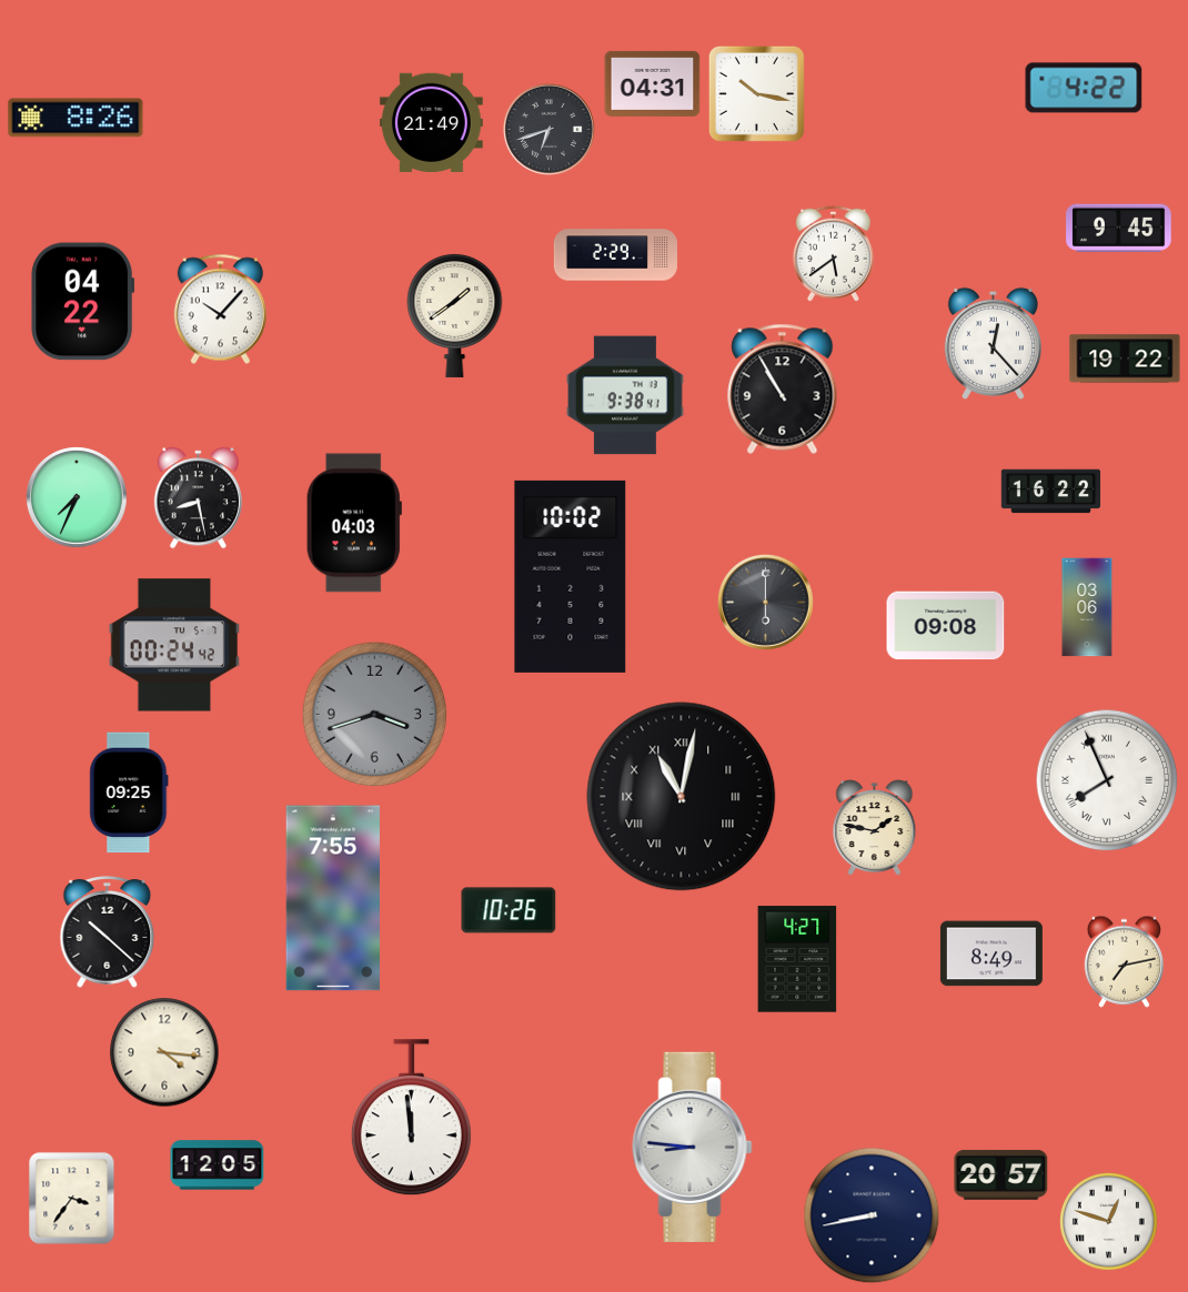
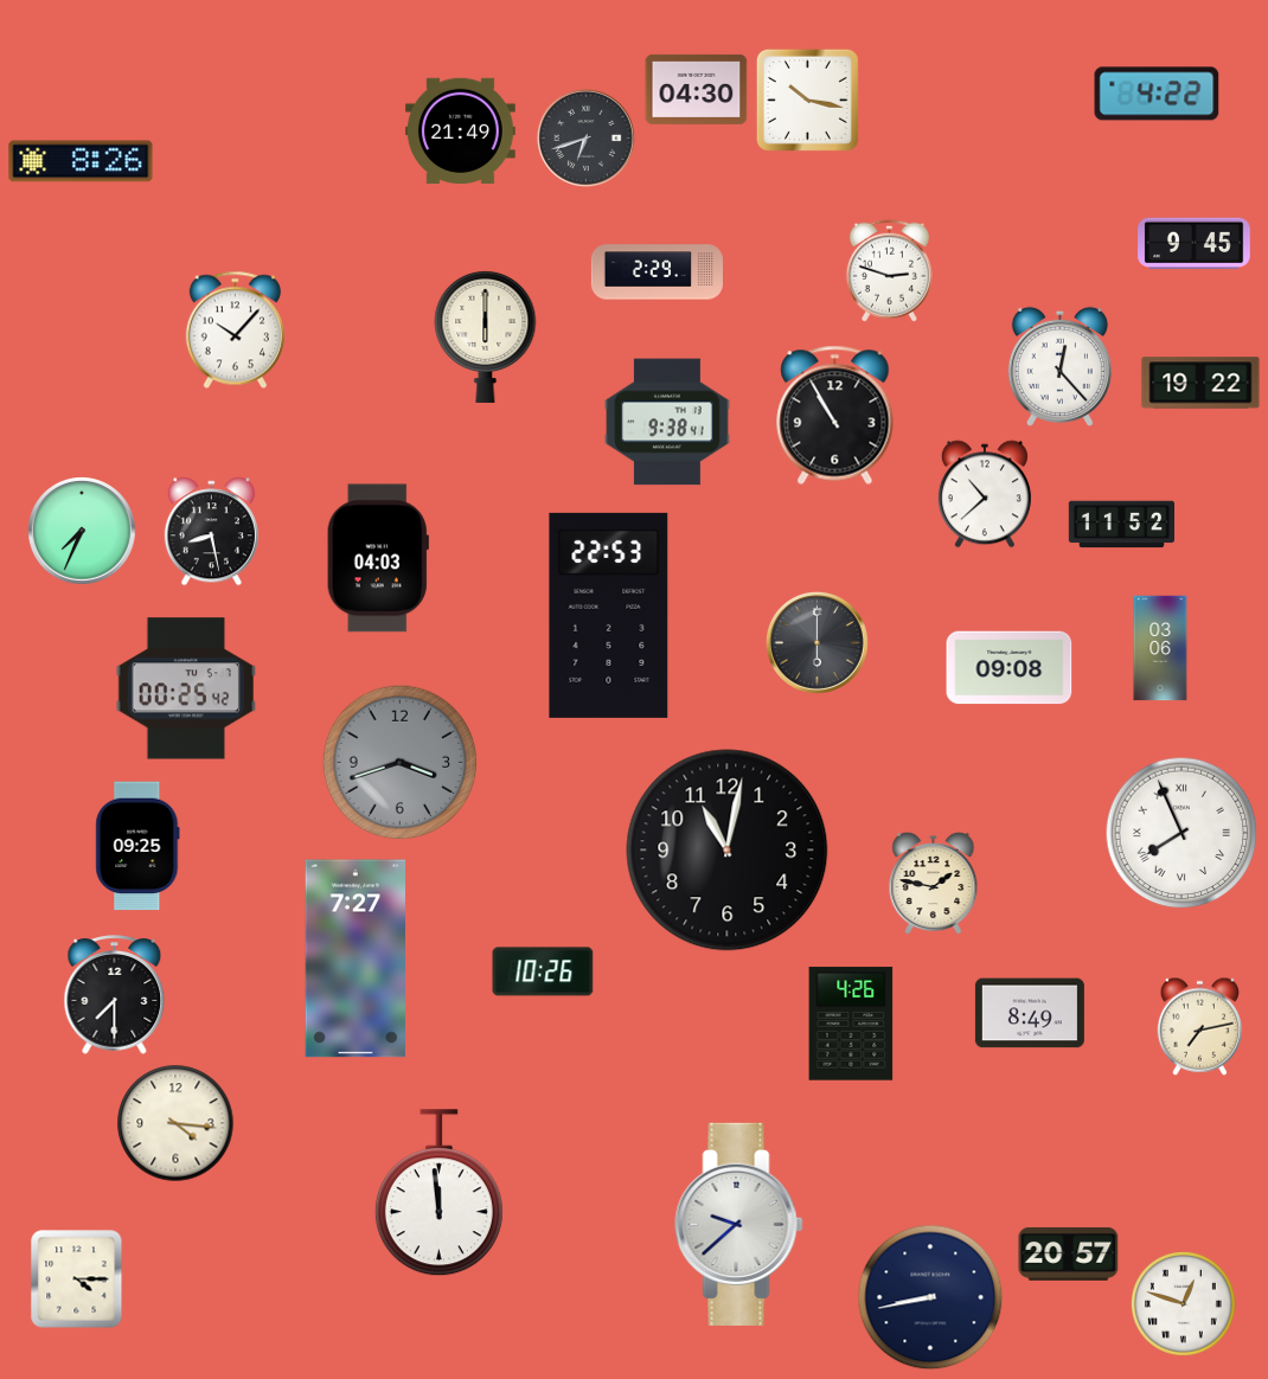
clock at (653, 83): 04:31 -> 04:30
clock at (75, 118) position: (75, 118) -> (81, 161)
clock at (833, 253): 5:39 -> 2:48
clock at (83, 302): 04:22 -> none
clock at (455, 315): 1:39 -> 6:00
clock at (985, 494): none -> 10:38
clock at (1051, 492): 16:22 -> 11:52
clock at (571, 576): 10:02 -> 22:53
clock at (174, 645): 00:24 -> 00:25
clock at (682, 797) numerals: Roman -> Arabic
clock at (332, 898): 7:55 -> 7:27
clock at (108, 932): 10:22 -> 7:30
clock at (991, 953) position: (991, 953) -> (1030, 1013)
clock at (797, 959): 4:27 -> 4:26
clock at (693, 1147): 8:46 -> 9:38
clock at (218, 1165): 12:05 -> none
clock at (72, 1199): 3:36 -> 4:15
